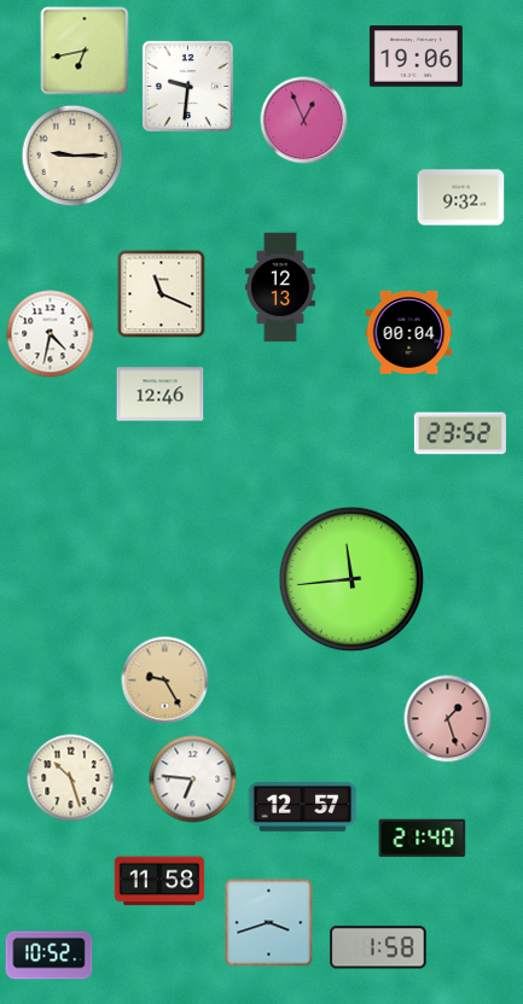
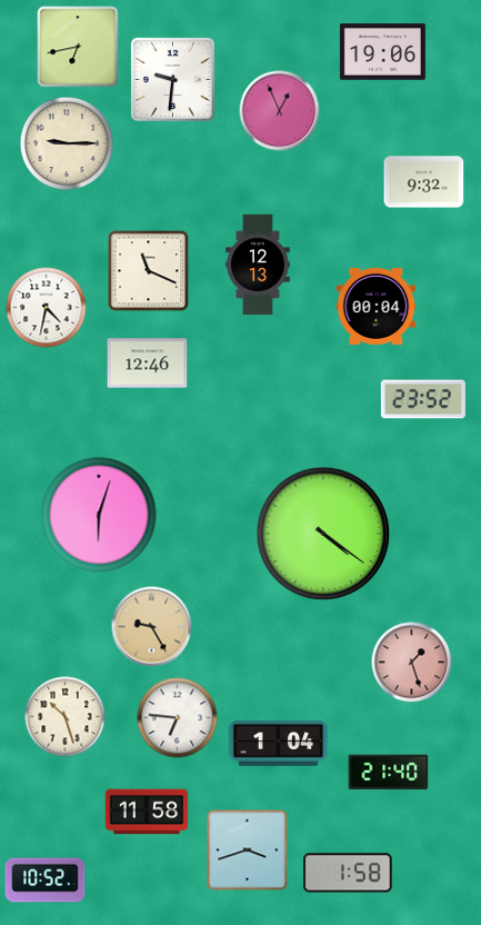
clock at (99, 515): none -> 6:03
clock at (351, 579): 11:44 -> 4:21
clock at (303, 807): 12:57 -> 1:04
